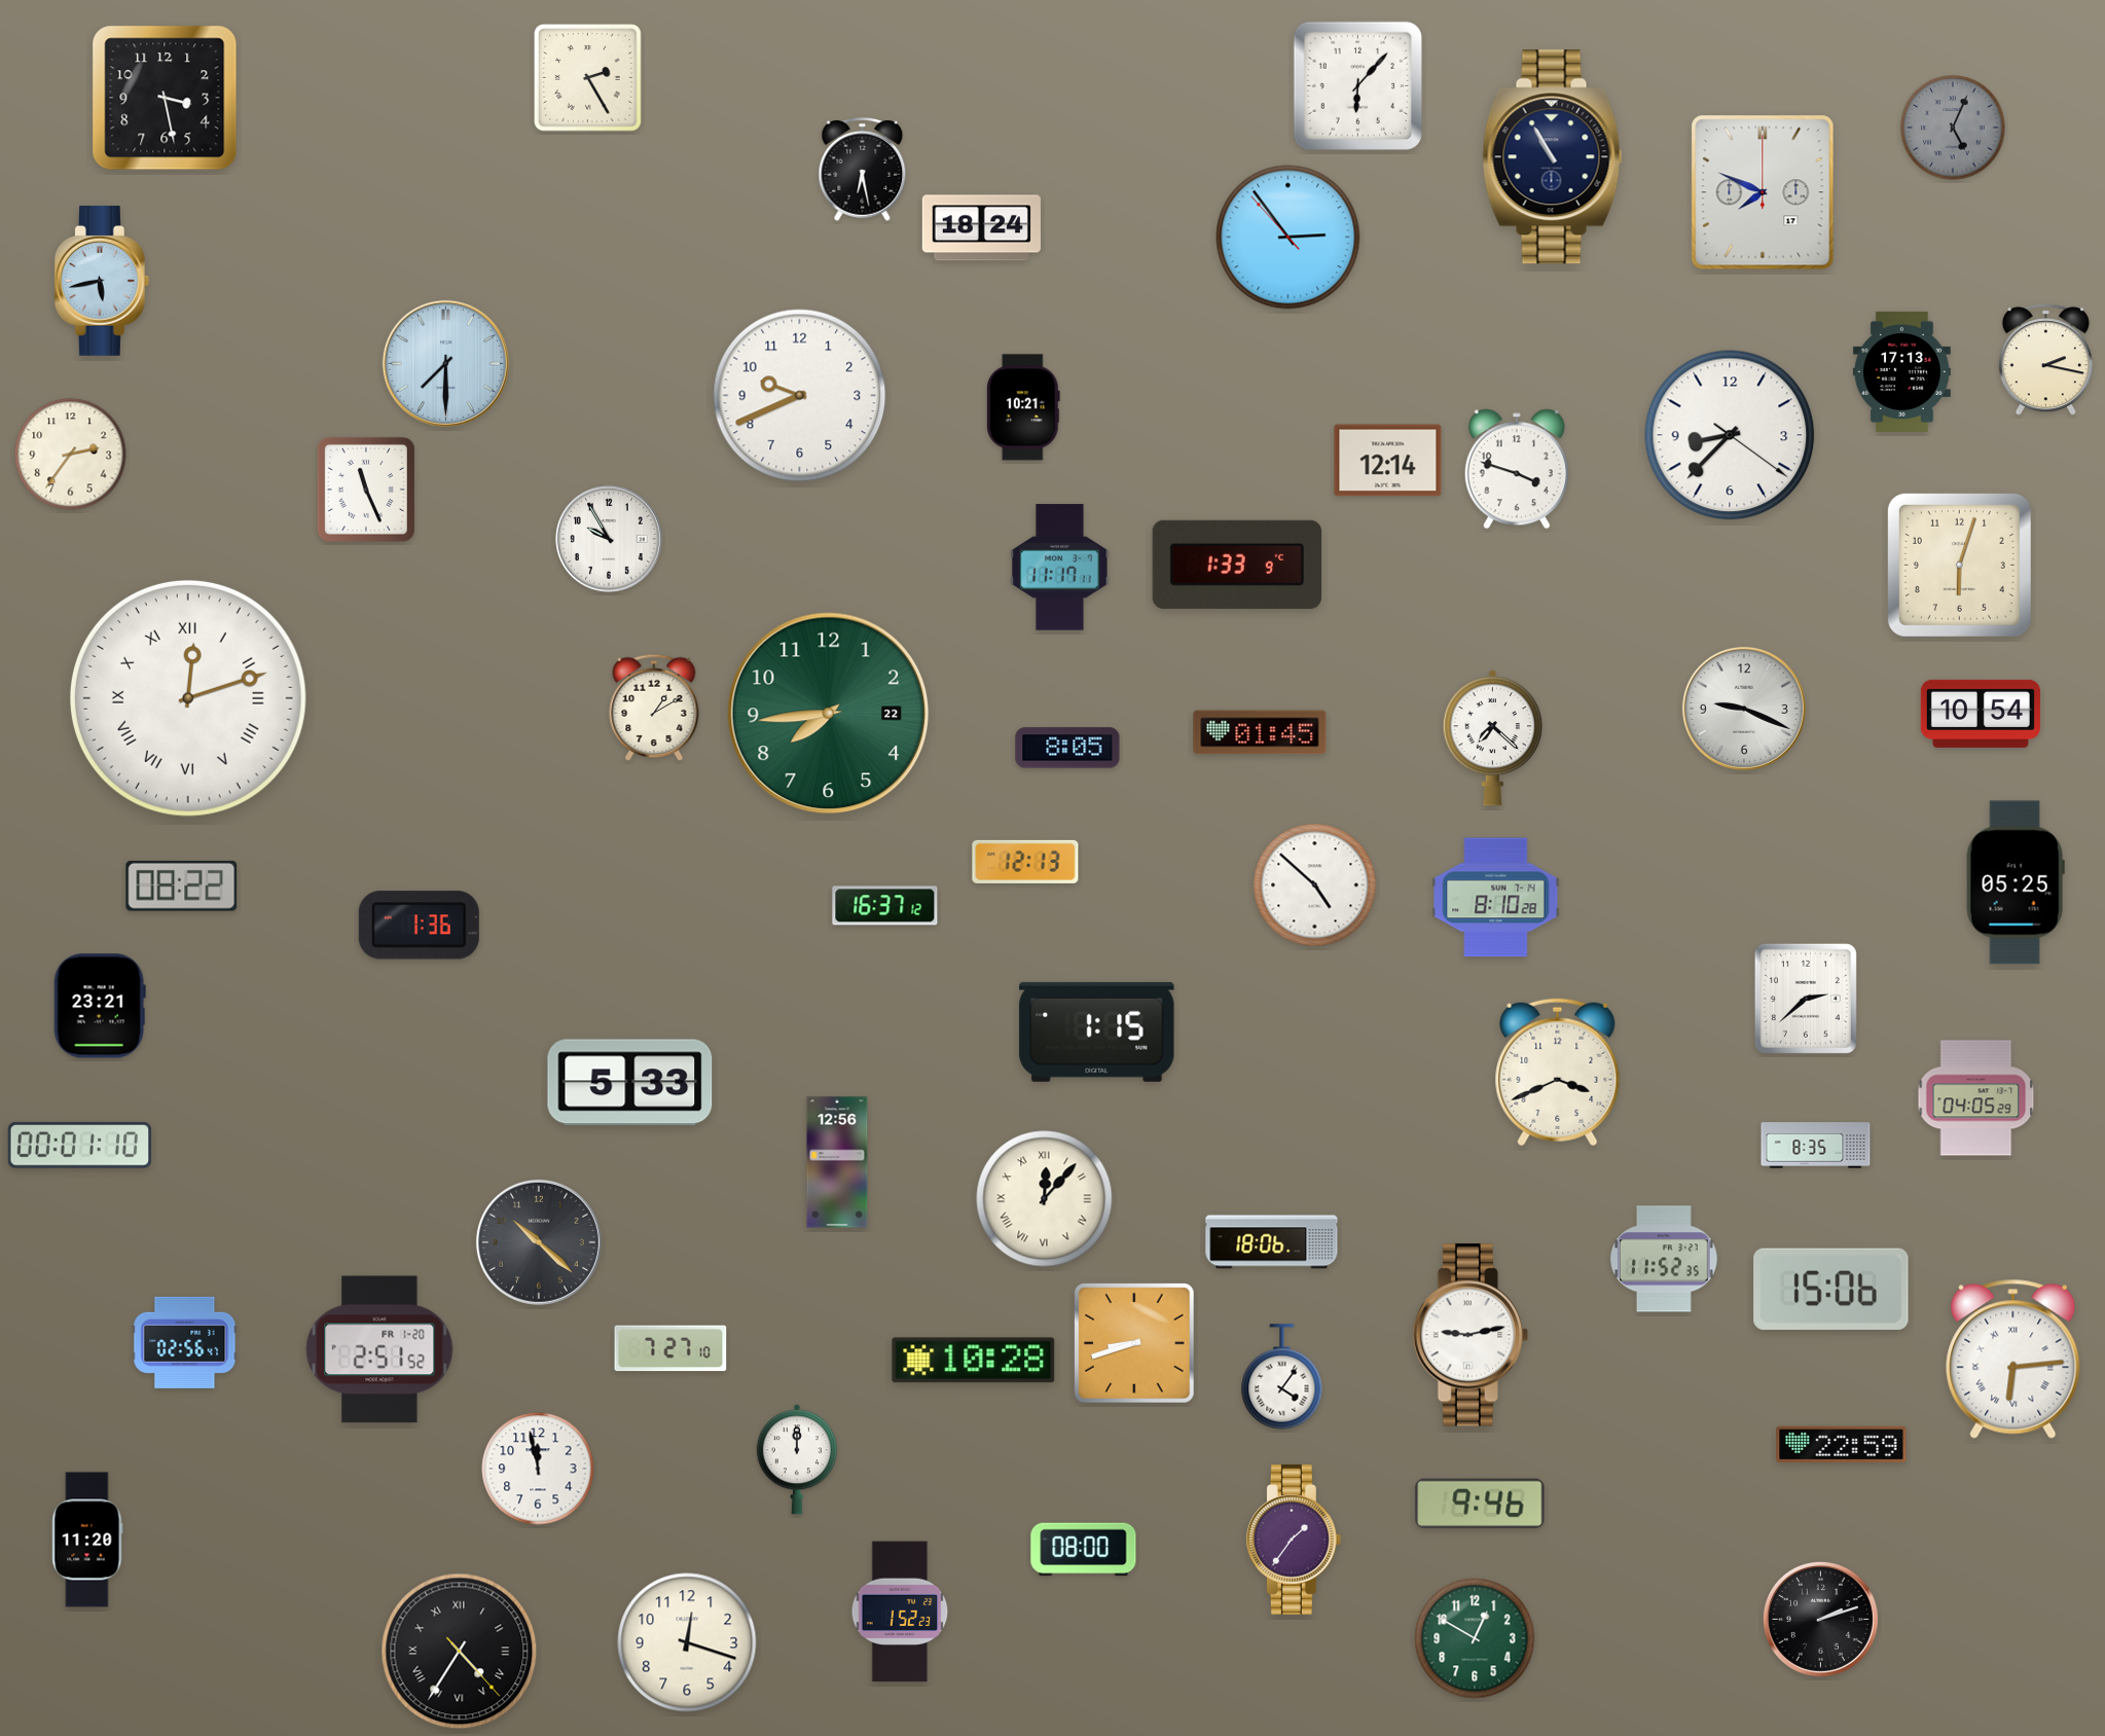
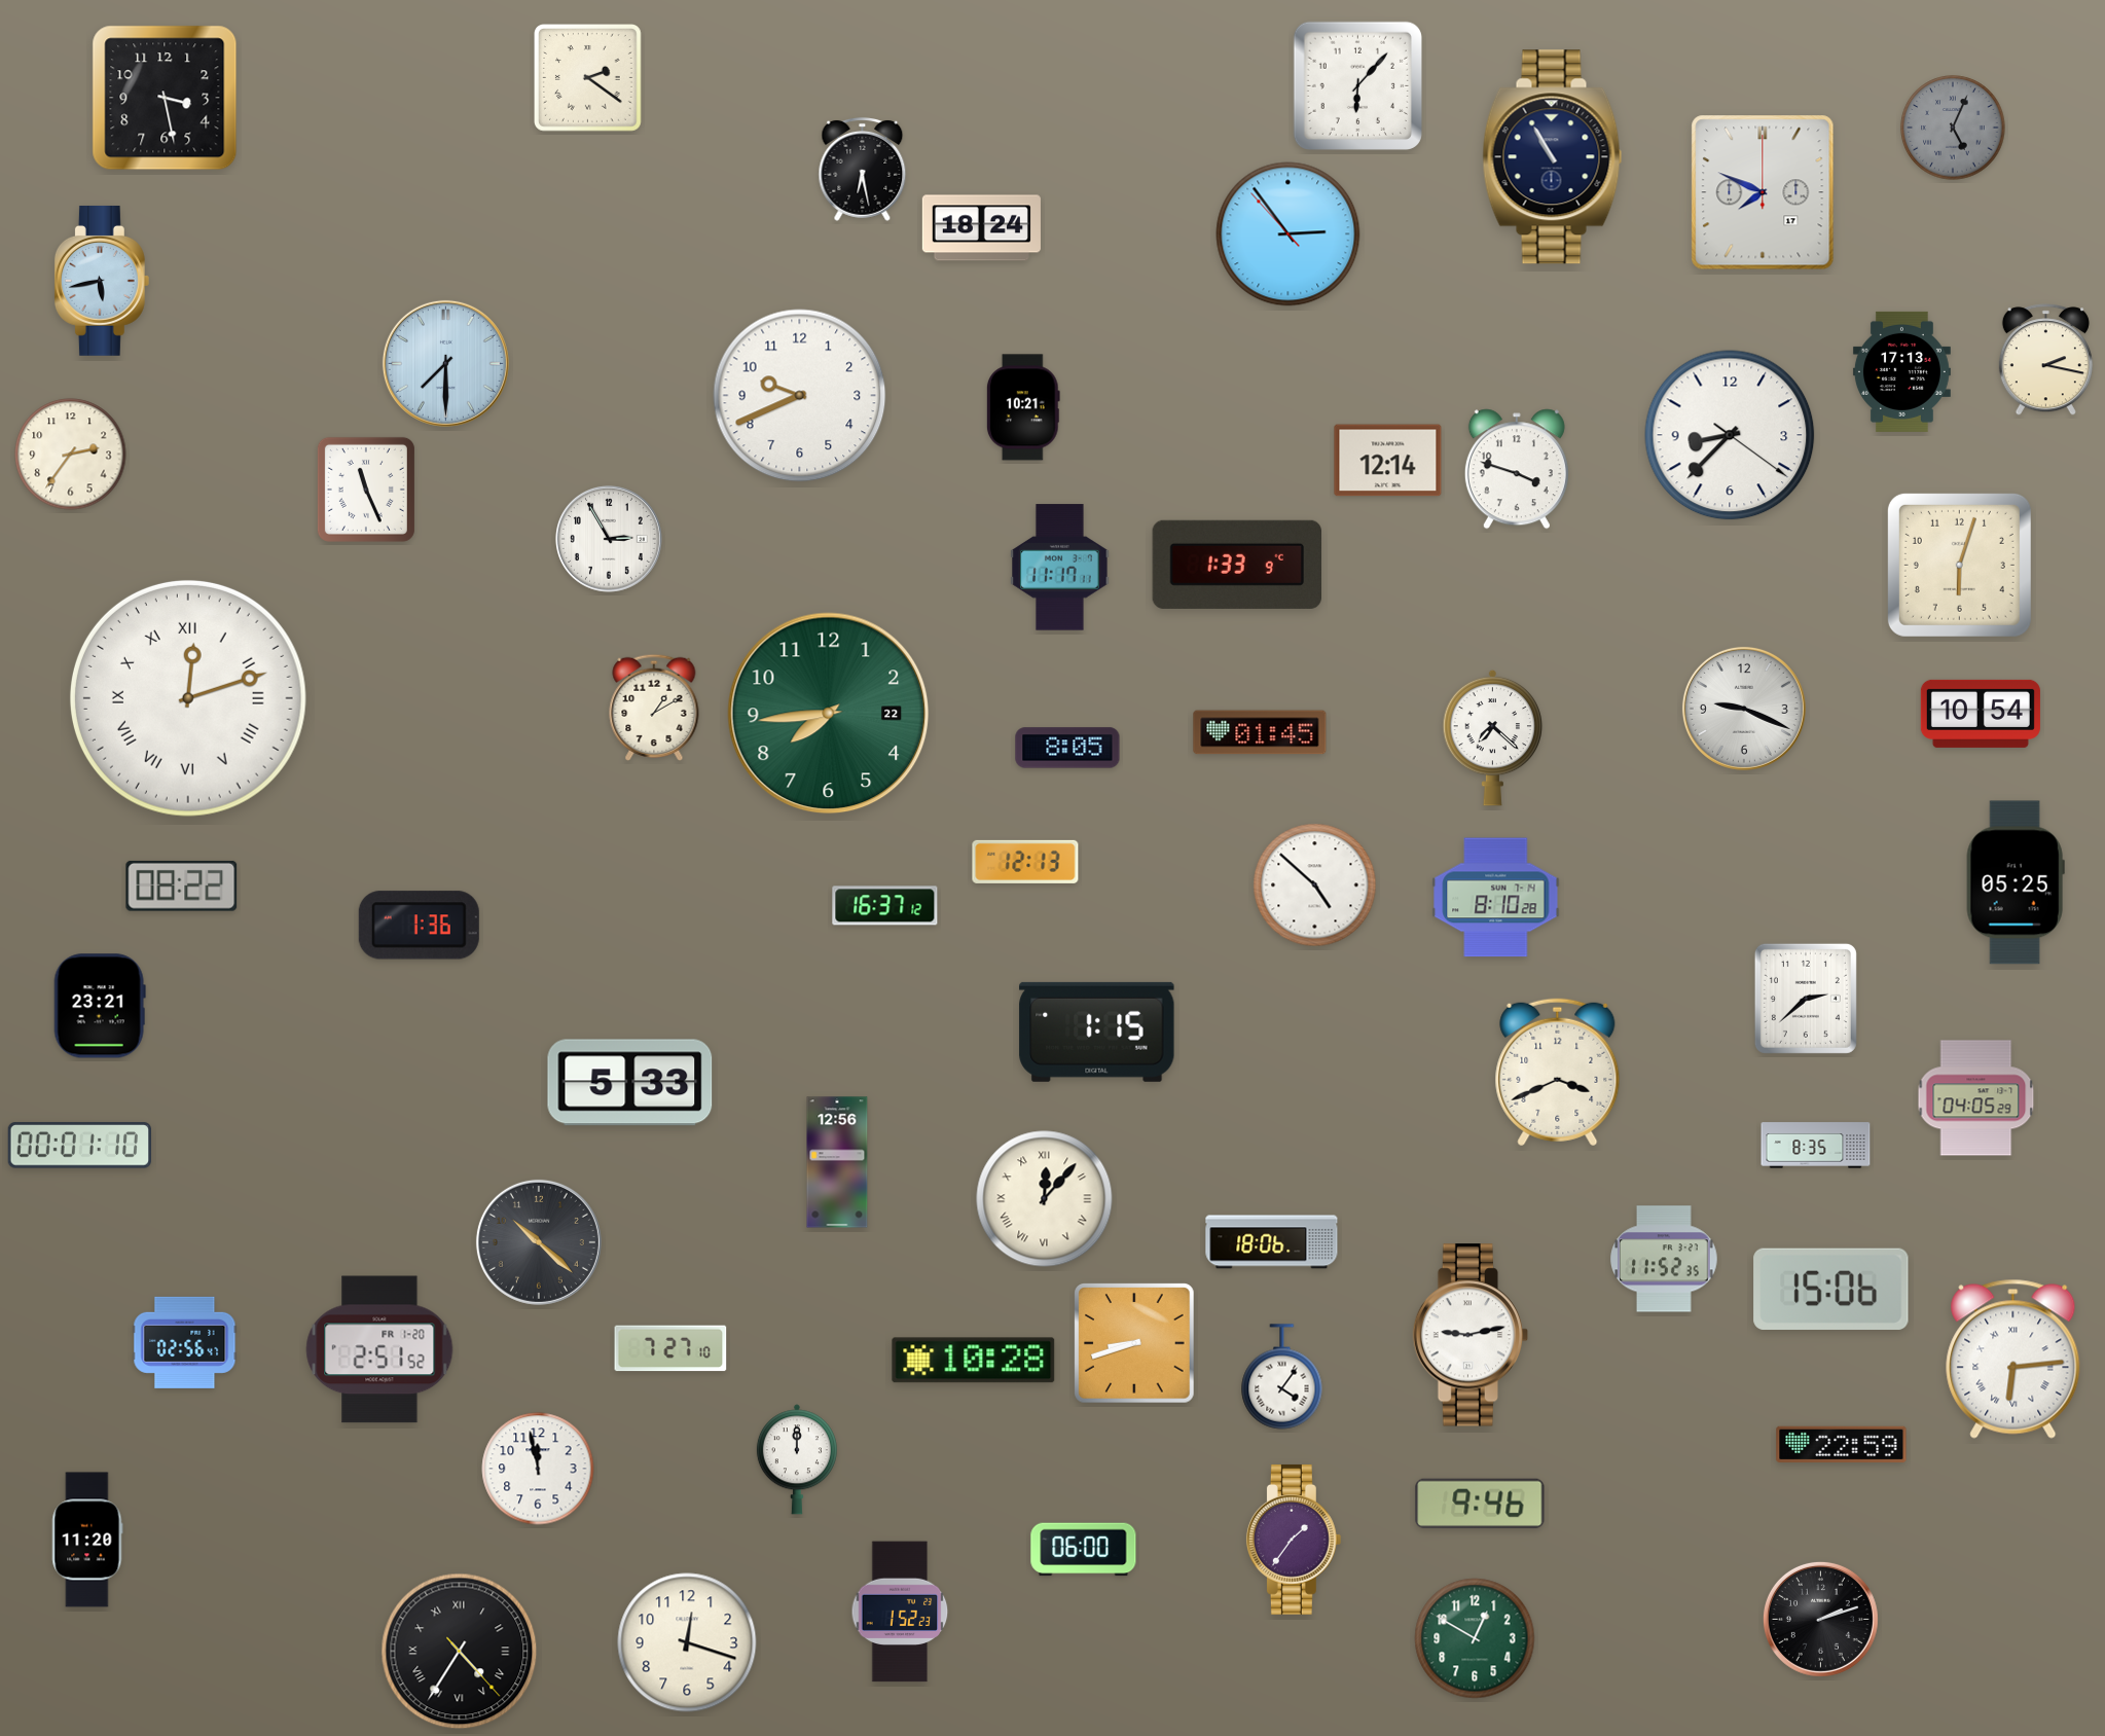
clock at (588, 78): 2:25 -> 2:21
clock at (1289, 238) position: (1289, 238) -> (1289, 234)
clock at (609, 539): 9:55 -> 2:55
clock at (1084, 1550): 08:00 -> 06:00
